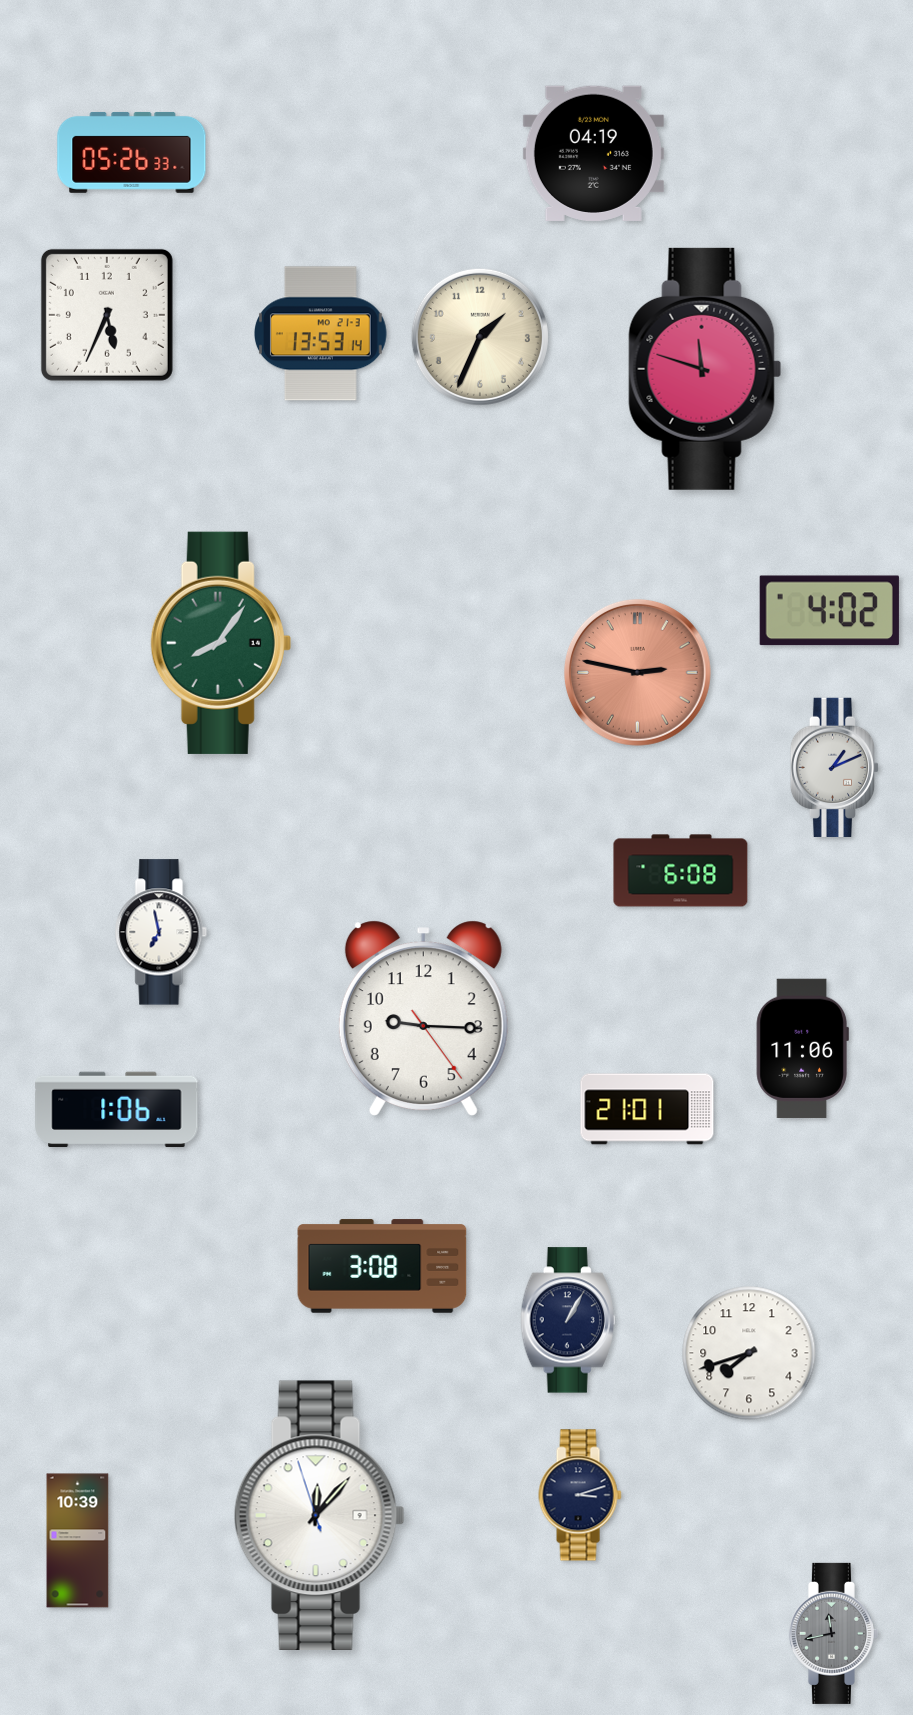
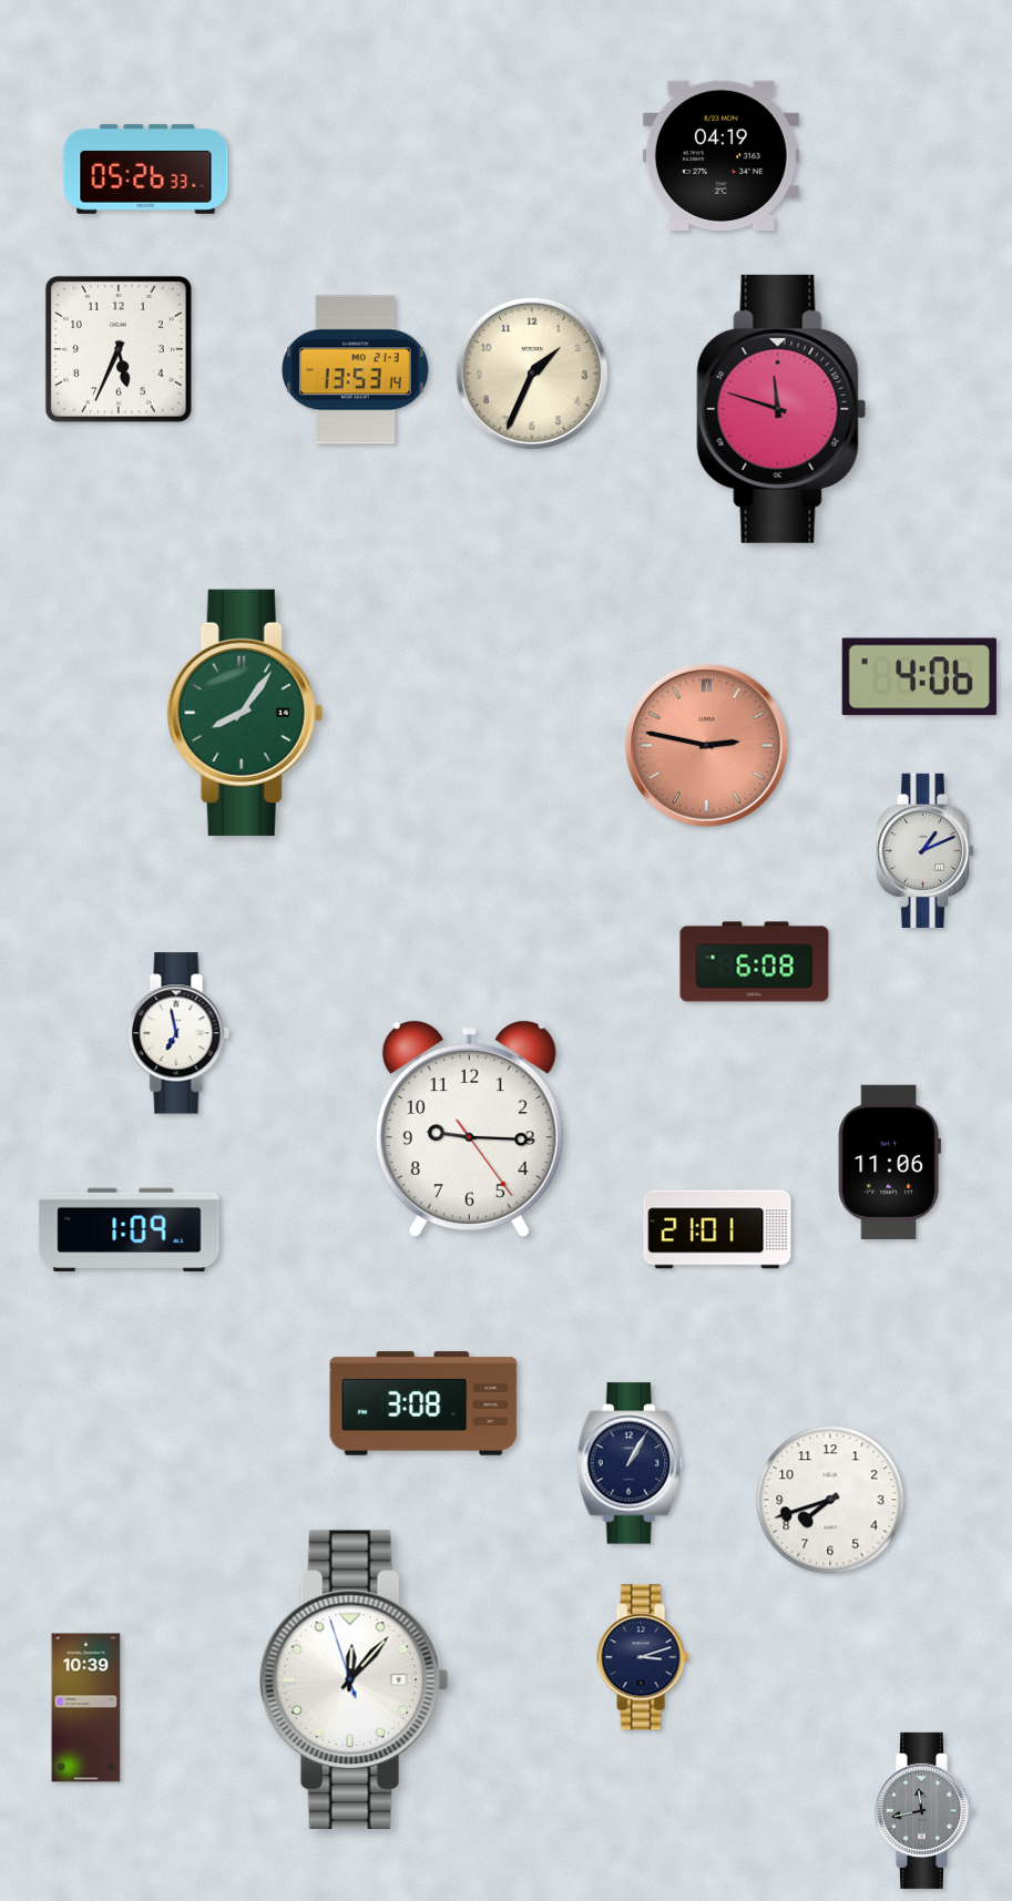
clock at (593, 153) position: (593, 153) -> (720, 155)
clock at (829, 611): 4:02 -> 4:06
clock at (681, 871) position: (681, 871) -> (755, 962)
clock at (117, 1110): 1:06 -> 1:09
